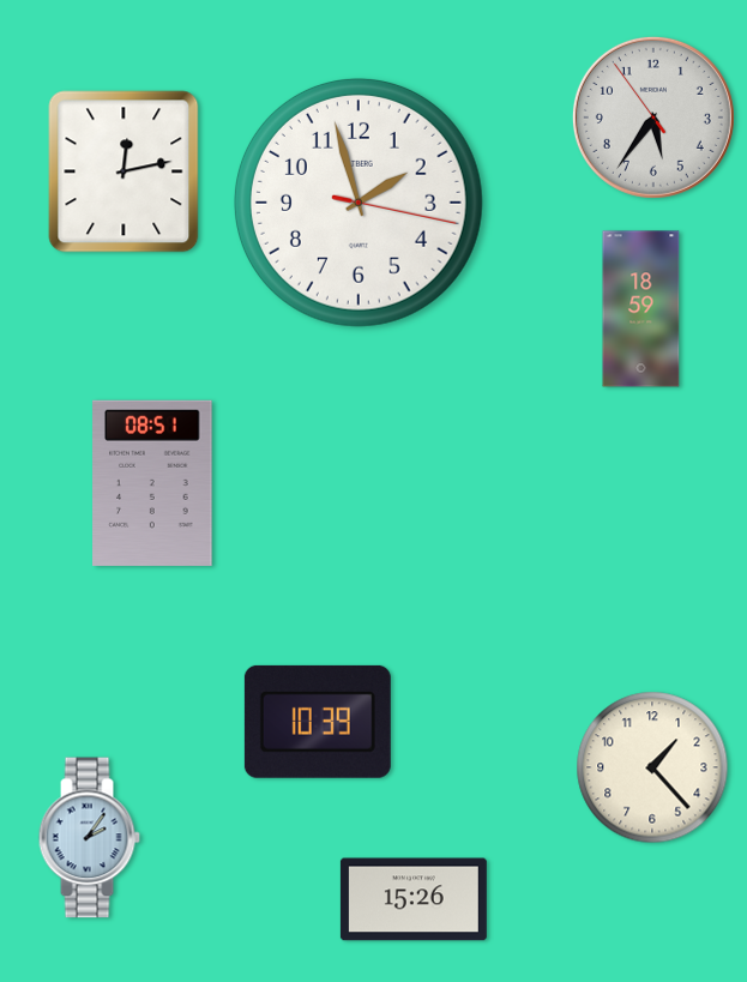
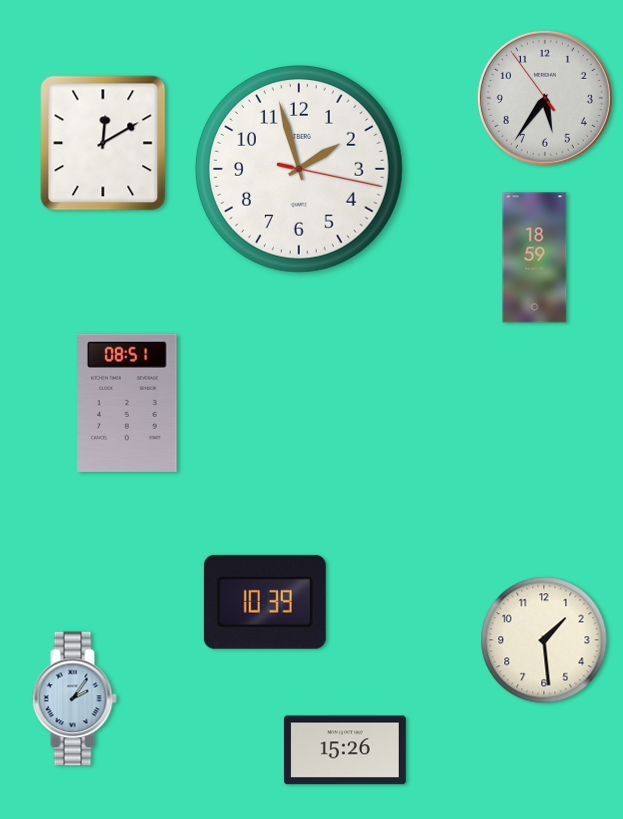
clock at (124, 171): 12:13 -> 12:10
clock at (652, 767): 1:23 -> 1:29
